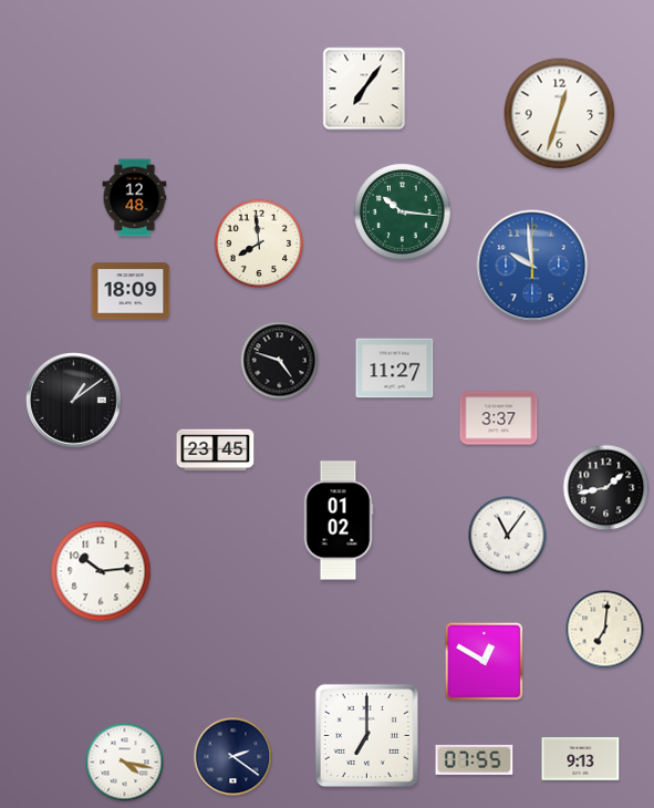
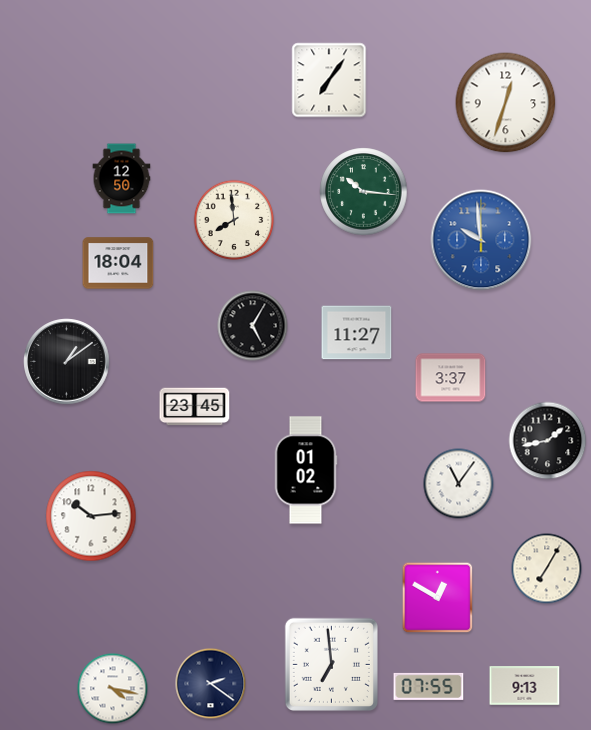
clock at (135, 198): 12:48 -> 12:50
clock at (131, 291): 18:09 -> 18:04
clock at (280, 361): 4:48 -> 5:05
clock at (605, 630): 7:01 -> 7:05
clock at (366, 735): 7:00 -> 6:59
